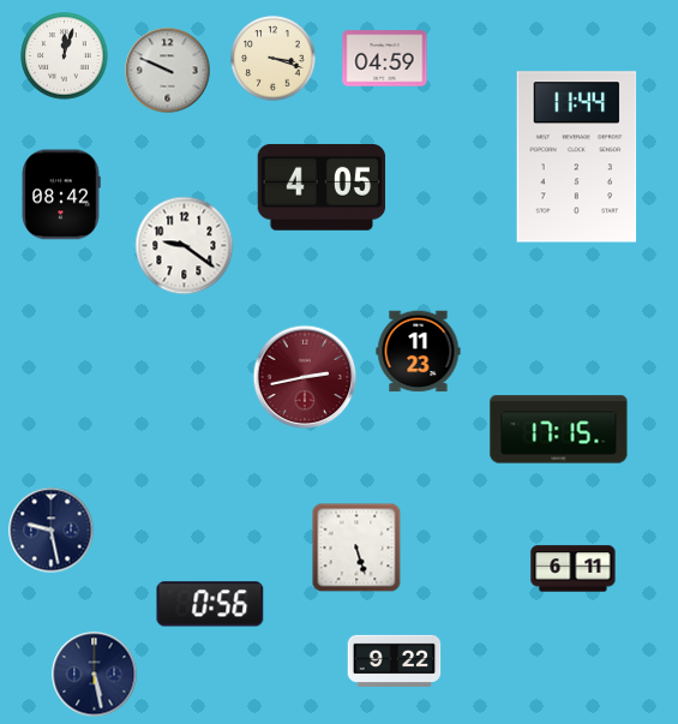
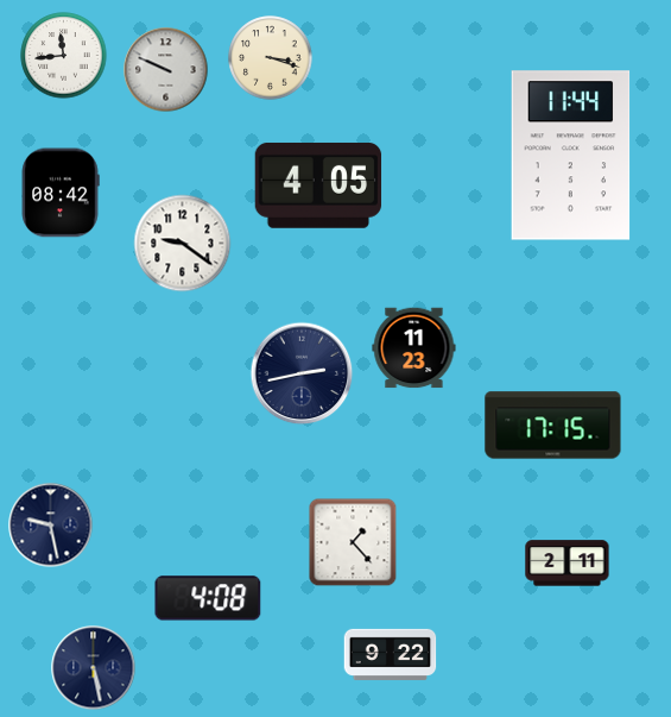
clock at (65, 56): 12:03 -> 11:44
clock at (385, 59): 04:59 -> none
clock at (305, 377) dial: burgundy -> navy
clock at (356, 548): 5:27 -> 1:23
clock at (574, 569): 6:11 -> 2:11
clock at (210, 604): 0:56 -> 4:08
